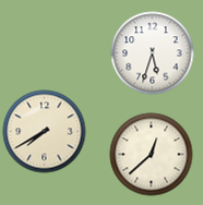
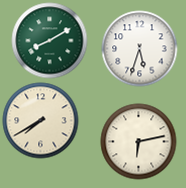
clock at (50, 41): none -> 8:10
clock at (152, 155): 12:38 -> 6:13
